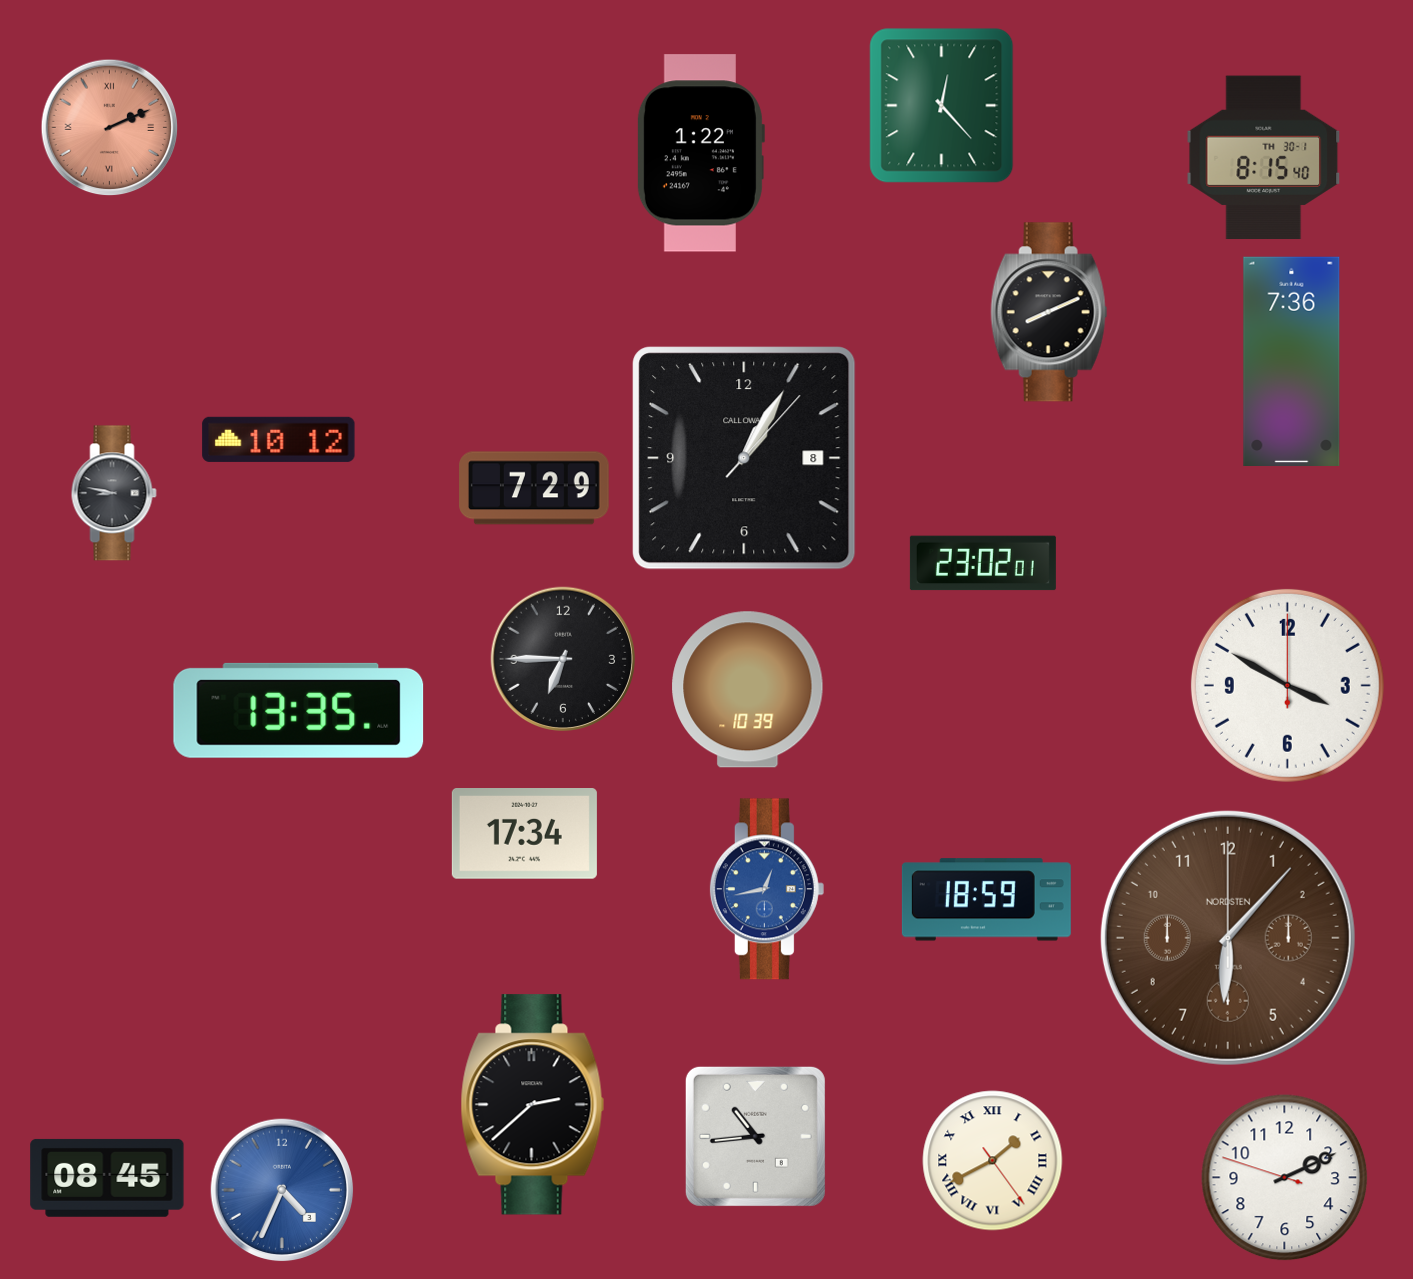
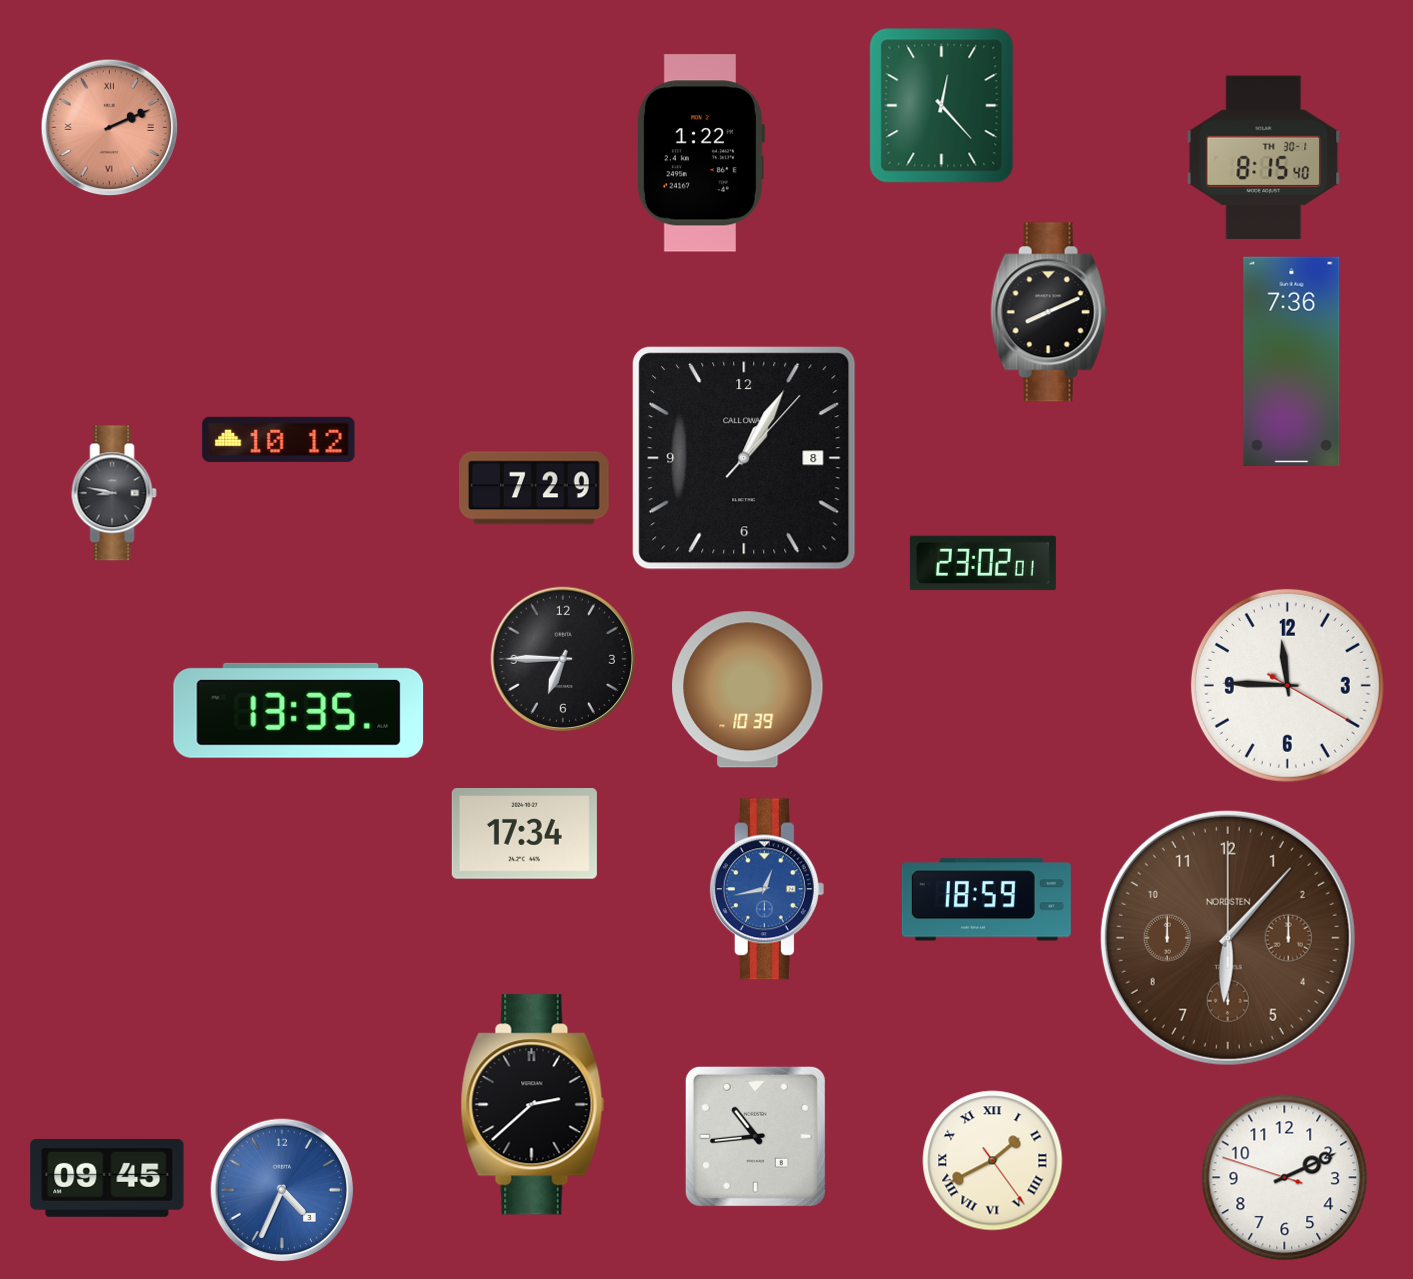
clock at (1287, 685): 3:50 -> 11:45
clock at (107, 1178): 08:45 -> 09:45
